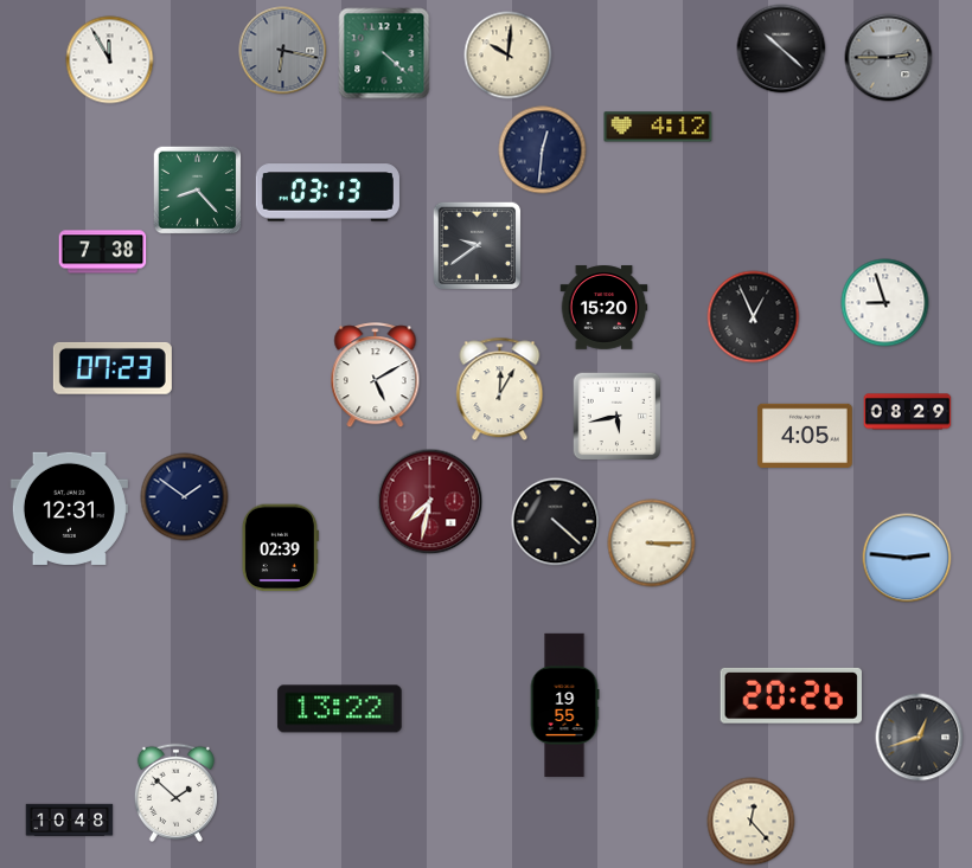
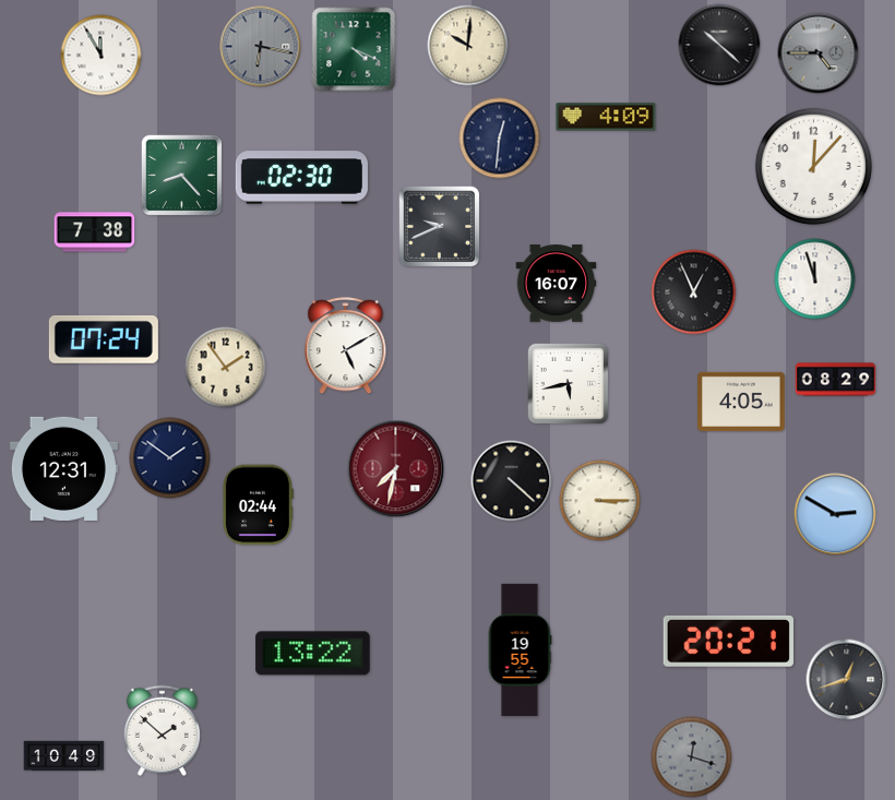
clock at (384, 53): 4:22 -> 4:19
clock at (509, 56) position: (509, 56) -> (468, 46)
clock at (889, 58): 2:45 -> 4:45
clock at (658, 127): 4:12 -> 4:09
clock at (813, 166): none -> 12:07
clock at (327, 193): 03:13 -> 02:30
clock at (478, 246): 9:39 -> 9:41
clock at (885, 303): 8:57 -> 11:57
clock at (605, 308): 15:20 -> 16:07
clock at (113, 368): 07:23 -> 07:24
clock at (500, 390): 12:05 -> none
clock at (226, 368): none -> 1:54
clock at (430, 502) position: (430, 502) -> (396, 469)
clock at (280, 548): 02:39 -> 02:44
clock at (907, 558): 2:46 -> 2:50
clock at (791, 695): 20:26 -> 20:21
clock at (70, 821): 10:48 -> 10:49
clock at (752, 822): 12:23 -> 12:18
clock at (752, 822) dial: cream -> grey
